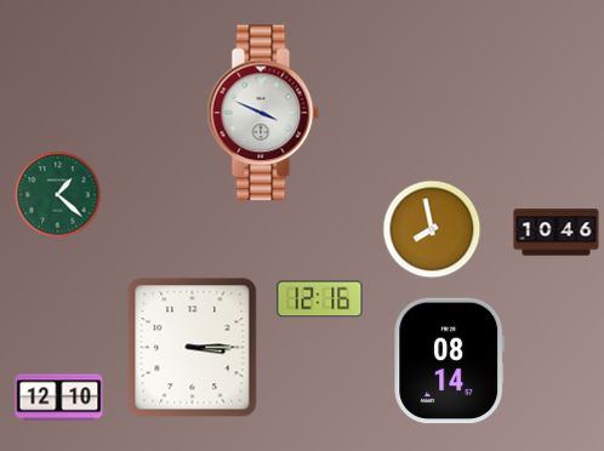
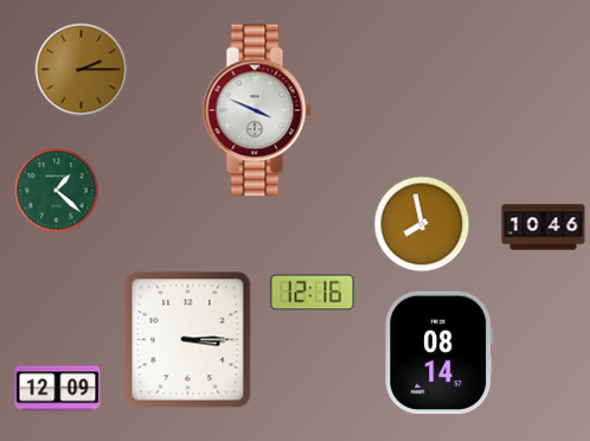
clock at (82, 70): none -> 2:15
clock at (59, 398): 12:10 -> 12:09
